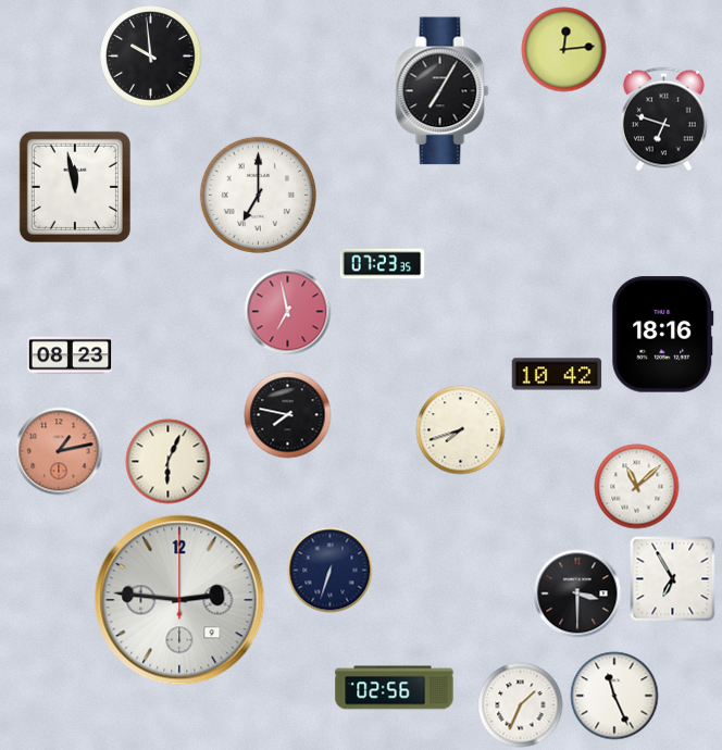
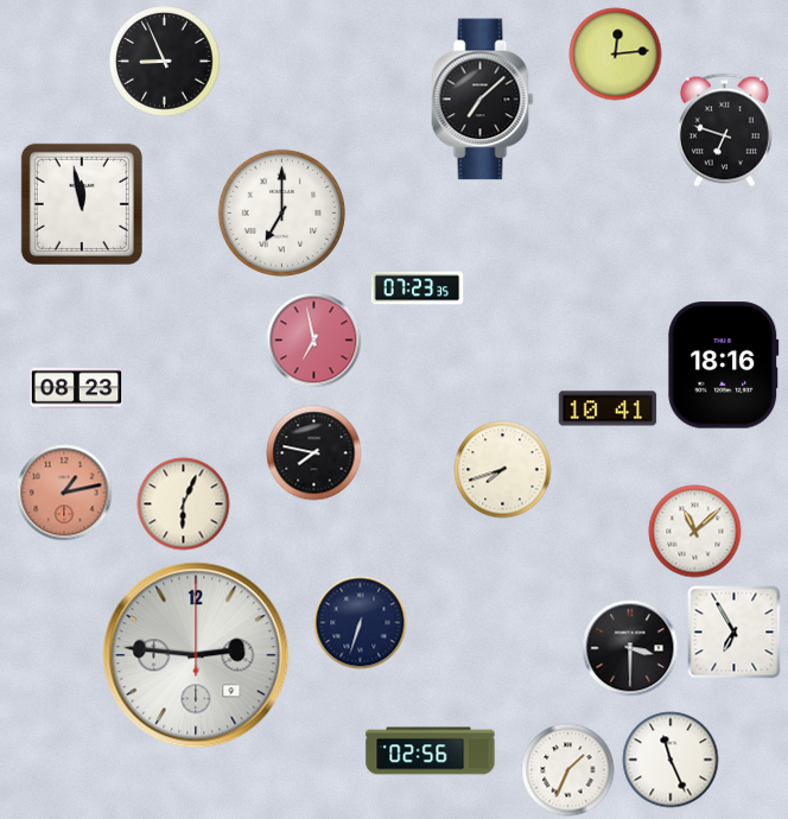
clock at (150, 55): 9:59 -> 8:56
clock at (443, 91): 7:05 -> 7:08
clock at (557, 374): 10:42 -> 10:41
